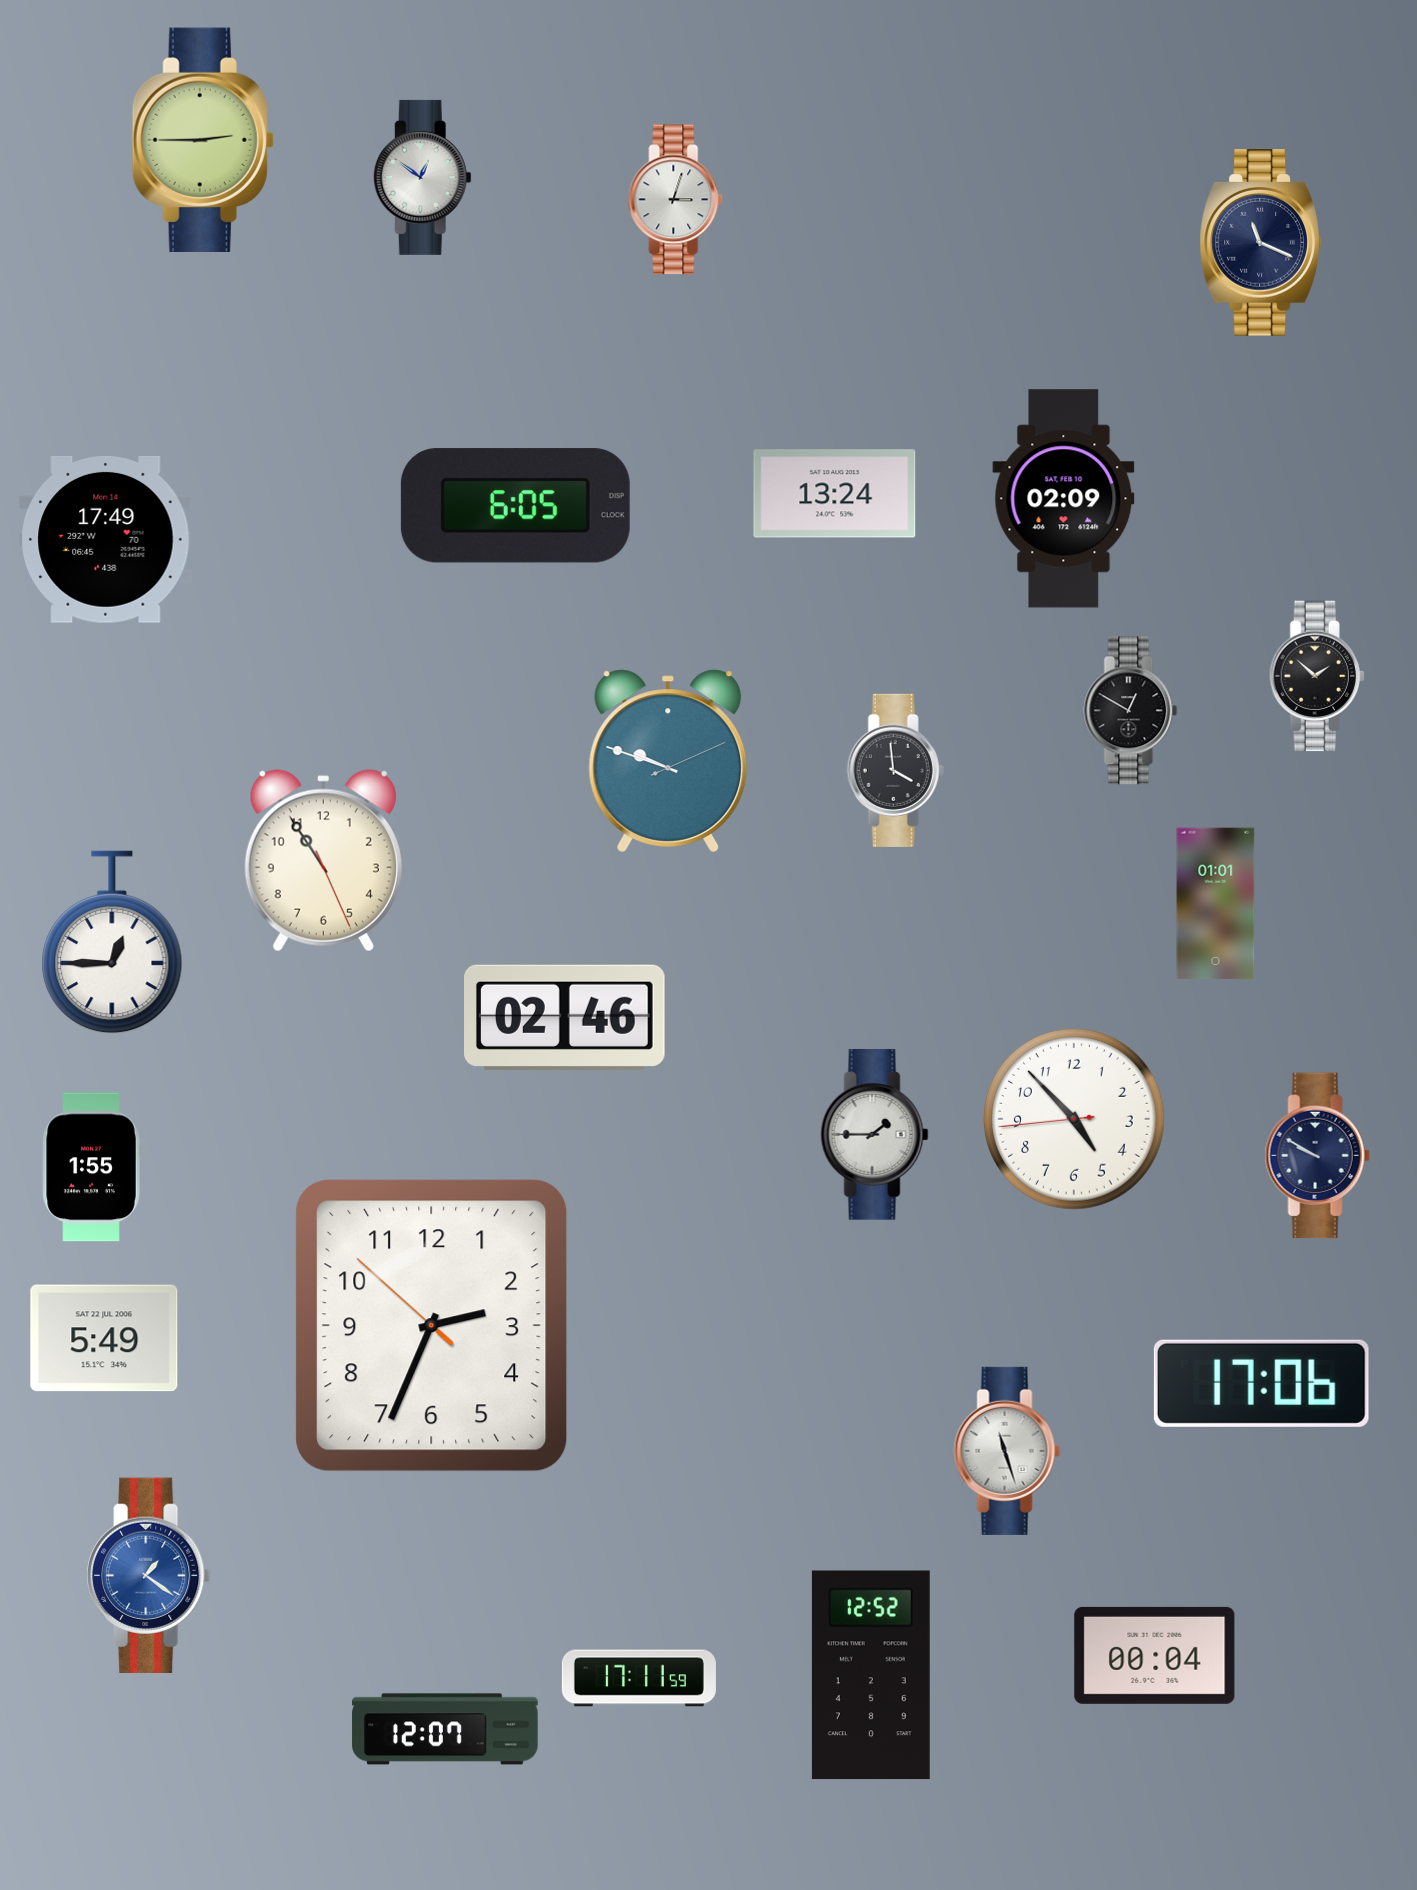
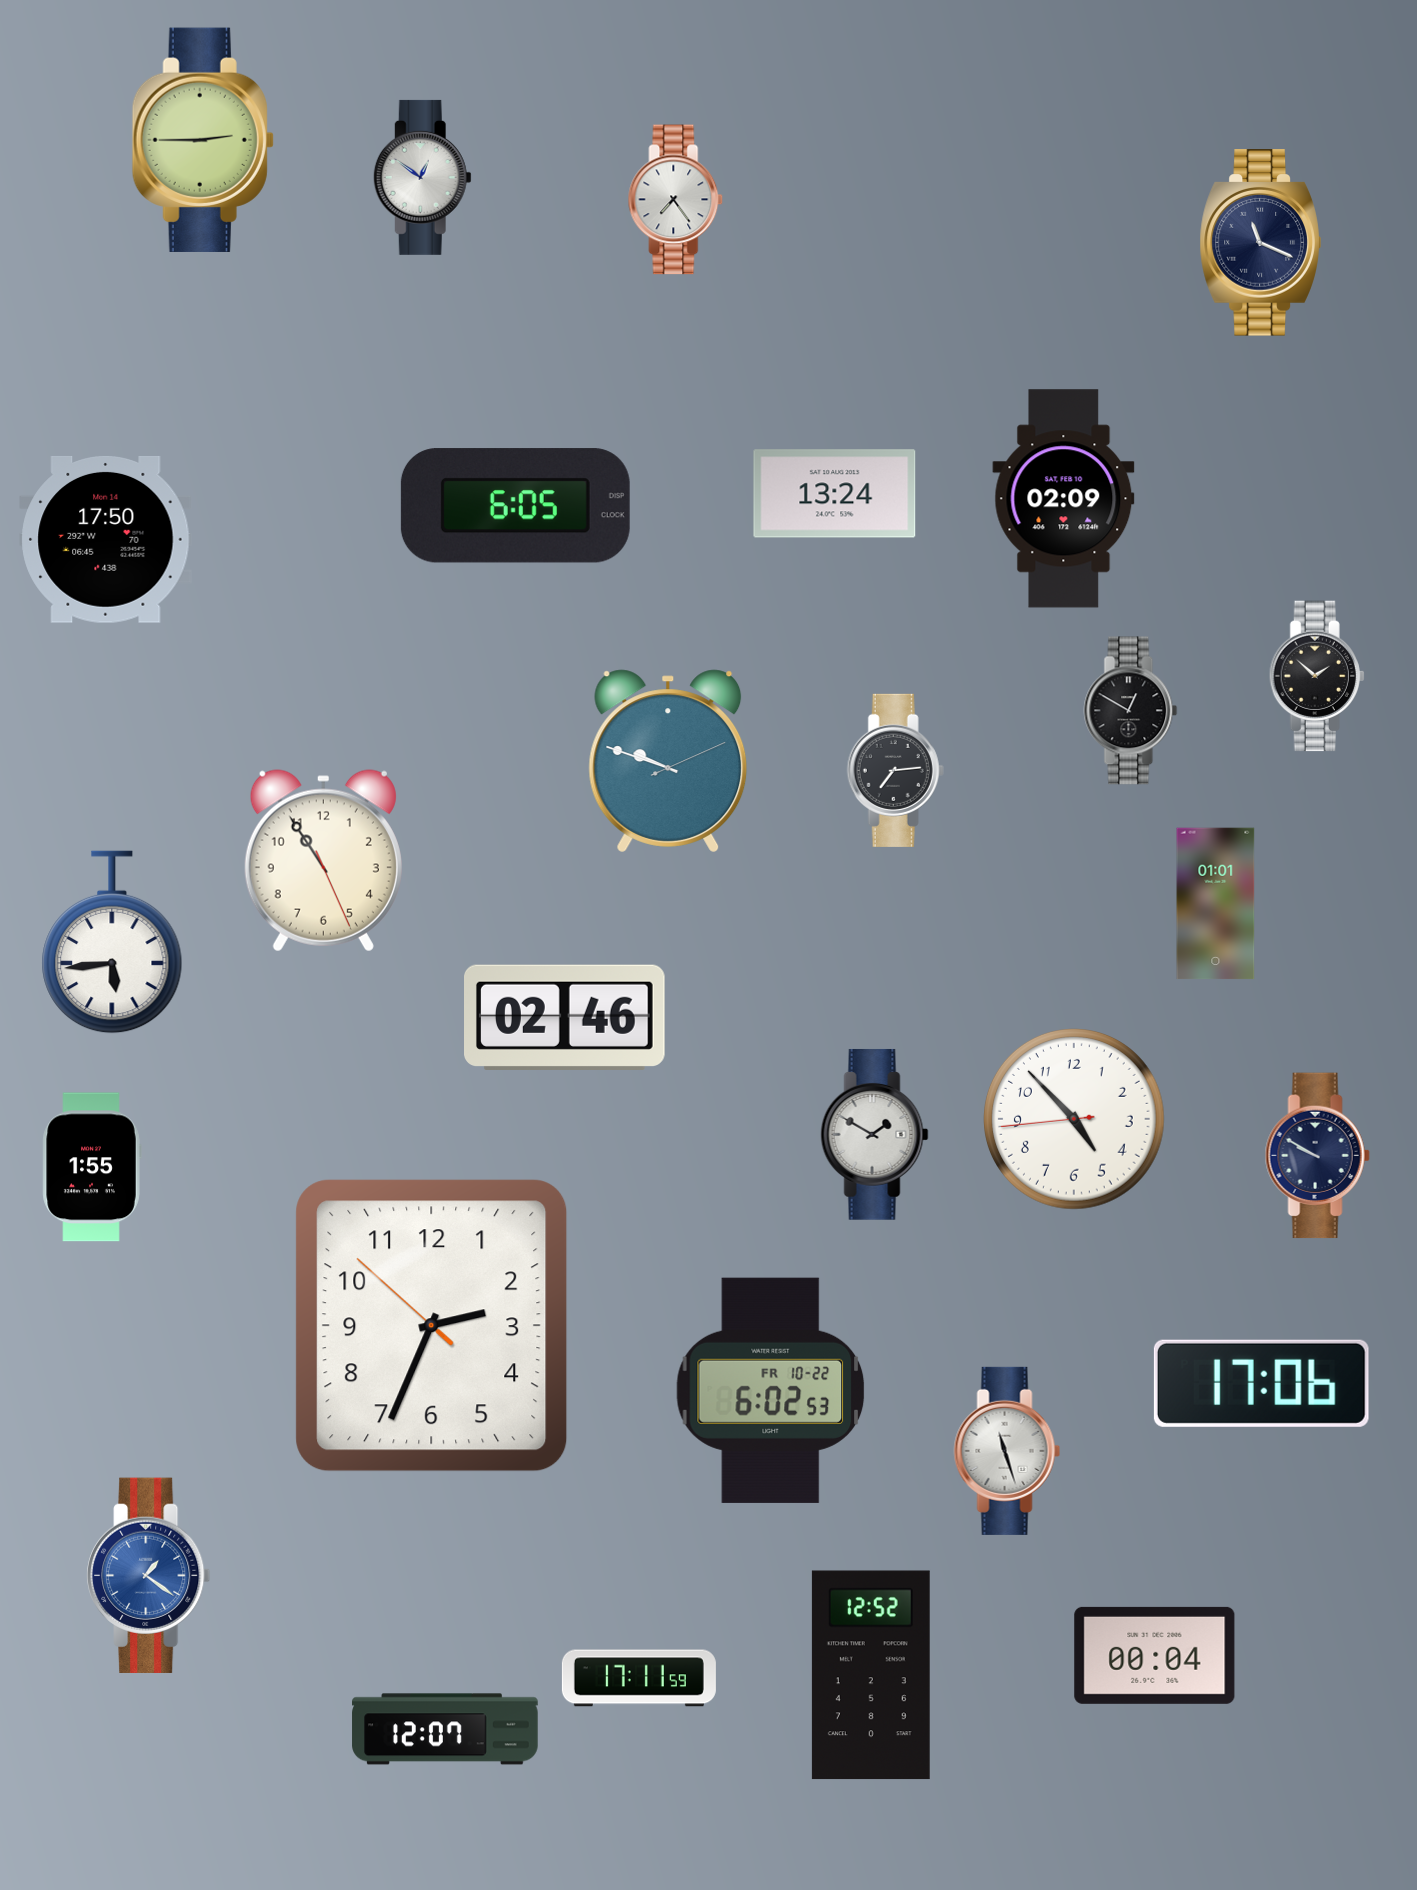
clock at (676, 200): 3:03 -> 7:24
clock at (106, 539): 17:49 -> 17:50
clock at (895, 770): 3:59 -> 7:14
clock at (112, 942): 12:45 -> 5:44
clock at (875, 1134): 1:45 -> 1:50
clock at (104, 1338): 5:49 -> none
clock at (771, 1390): none -> 6:02
